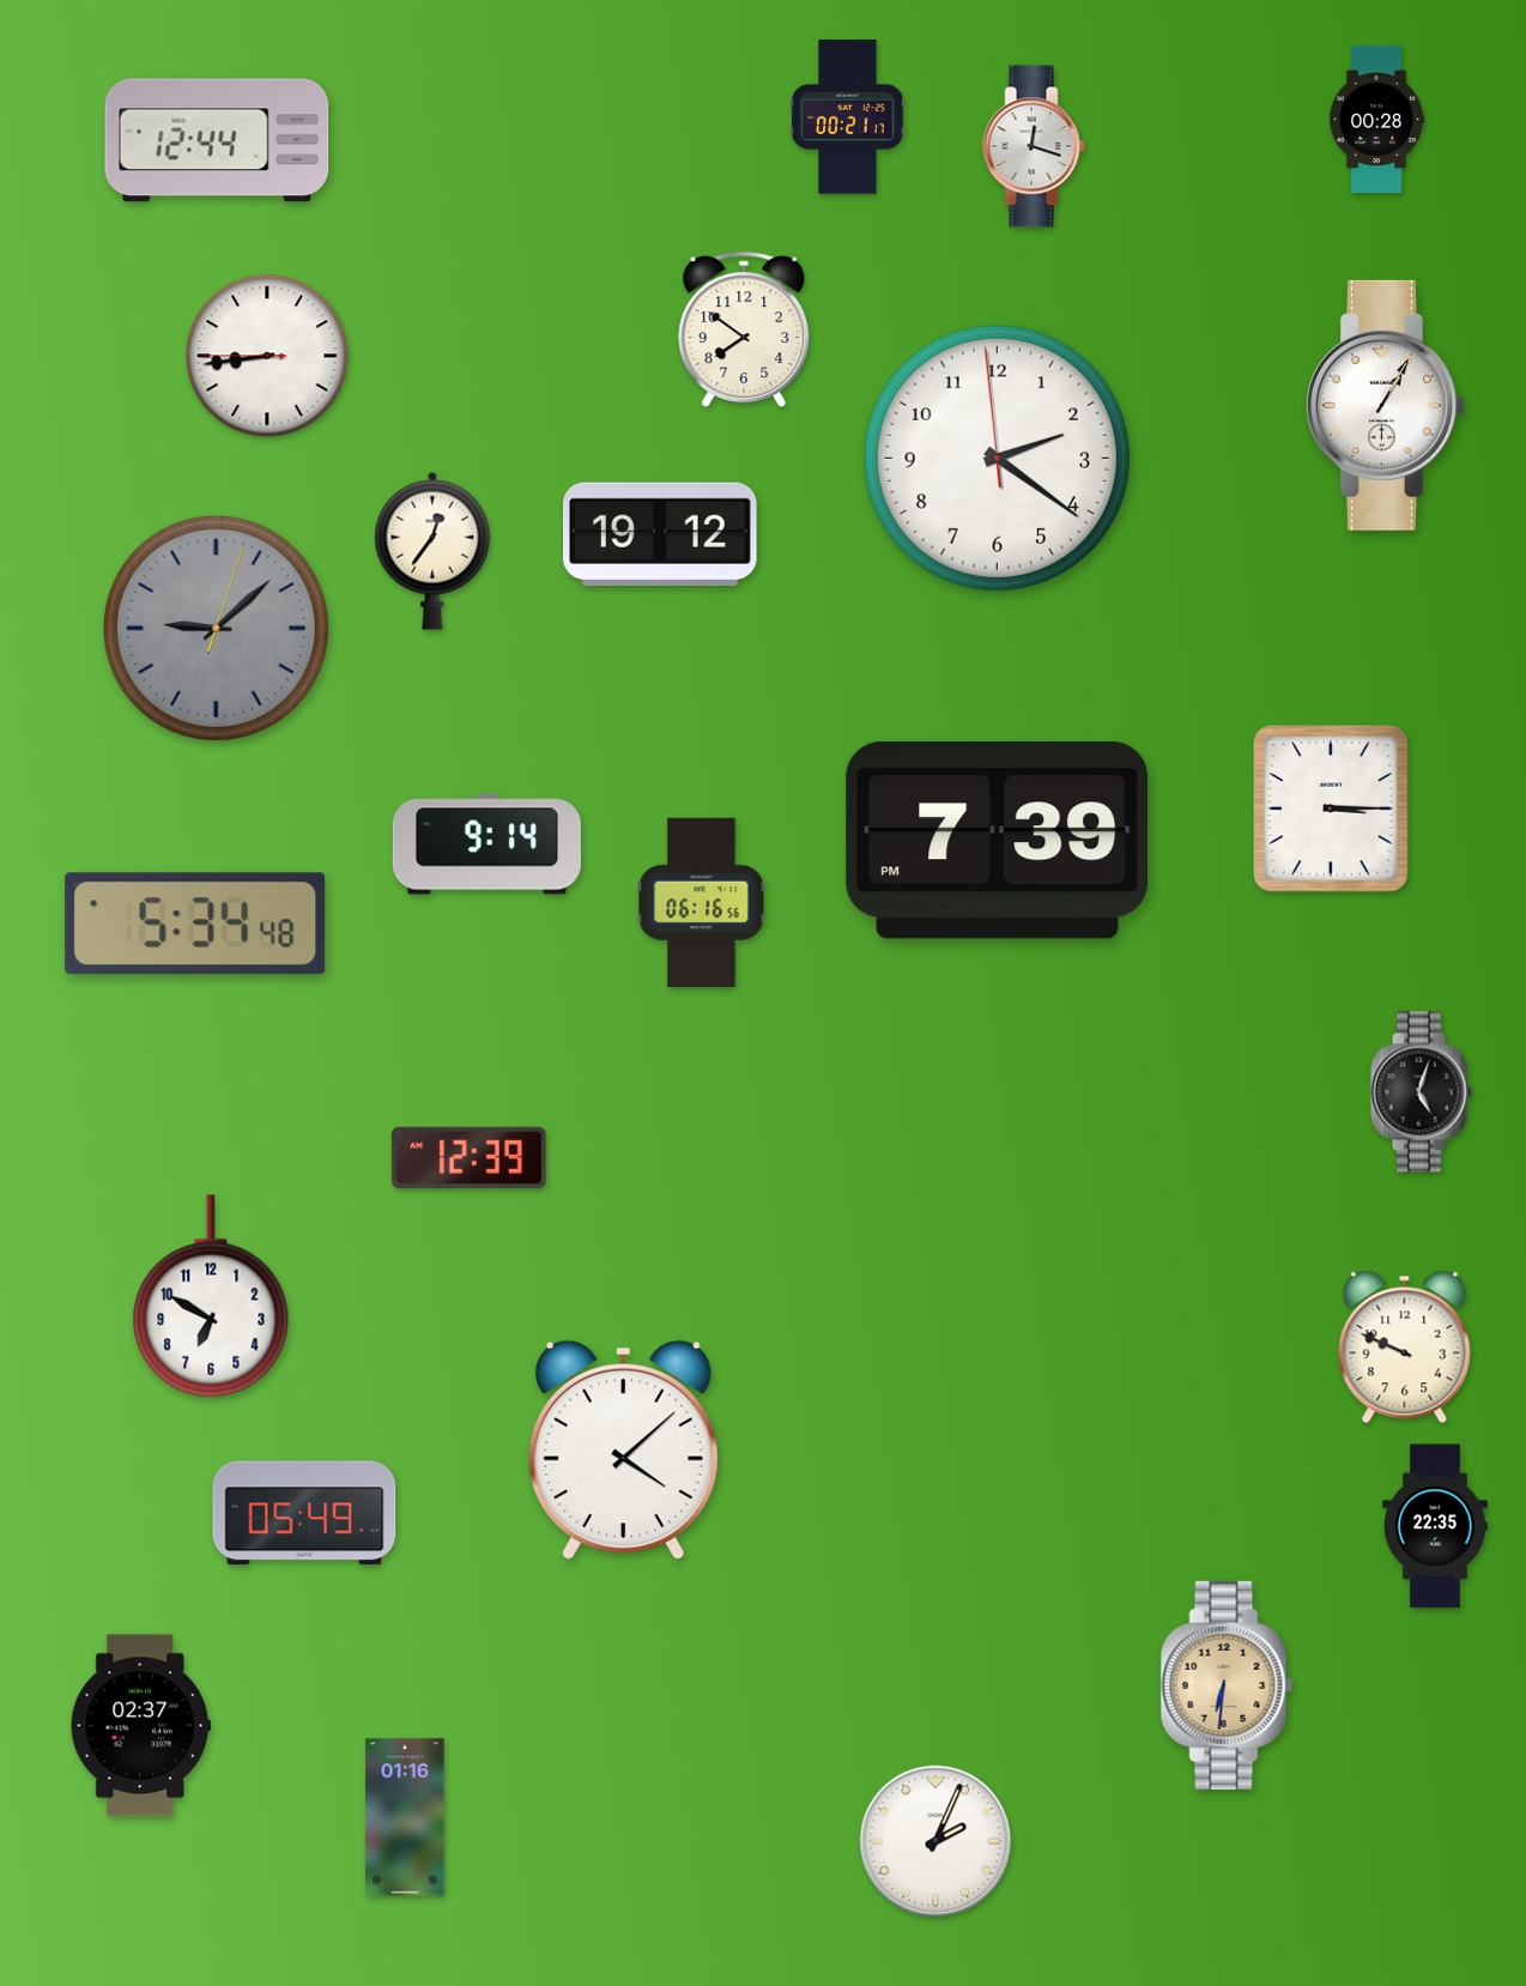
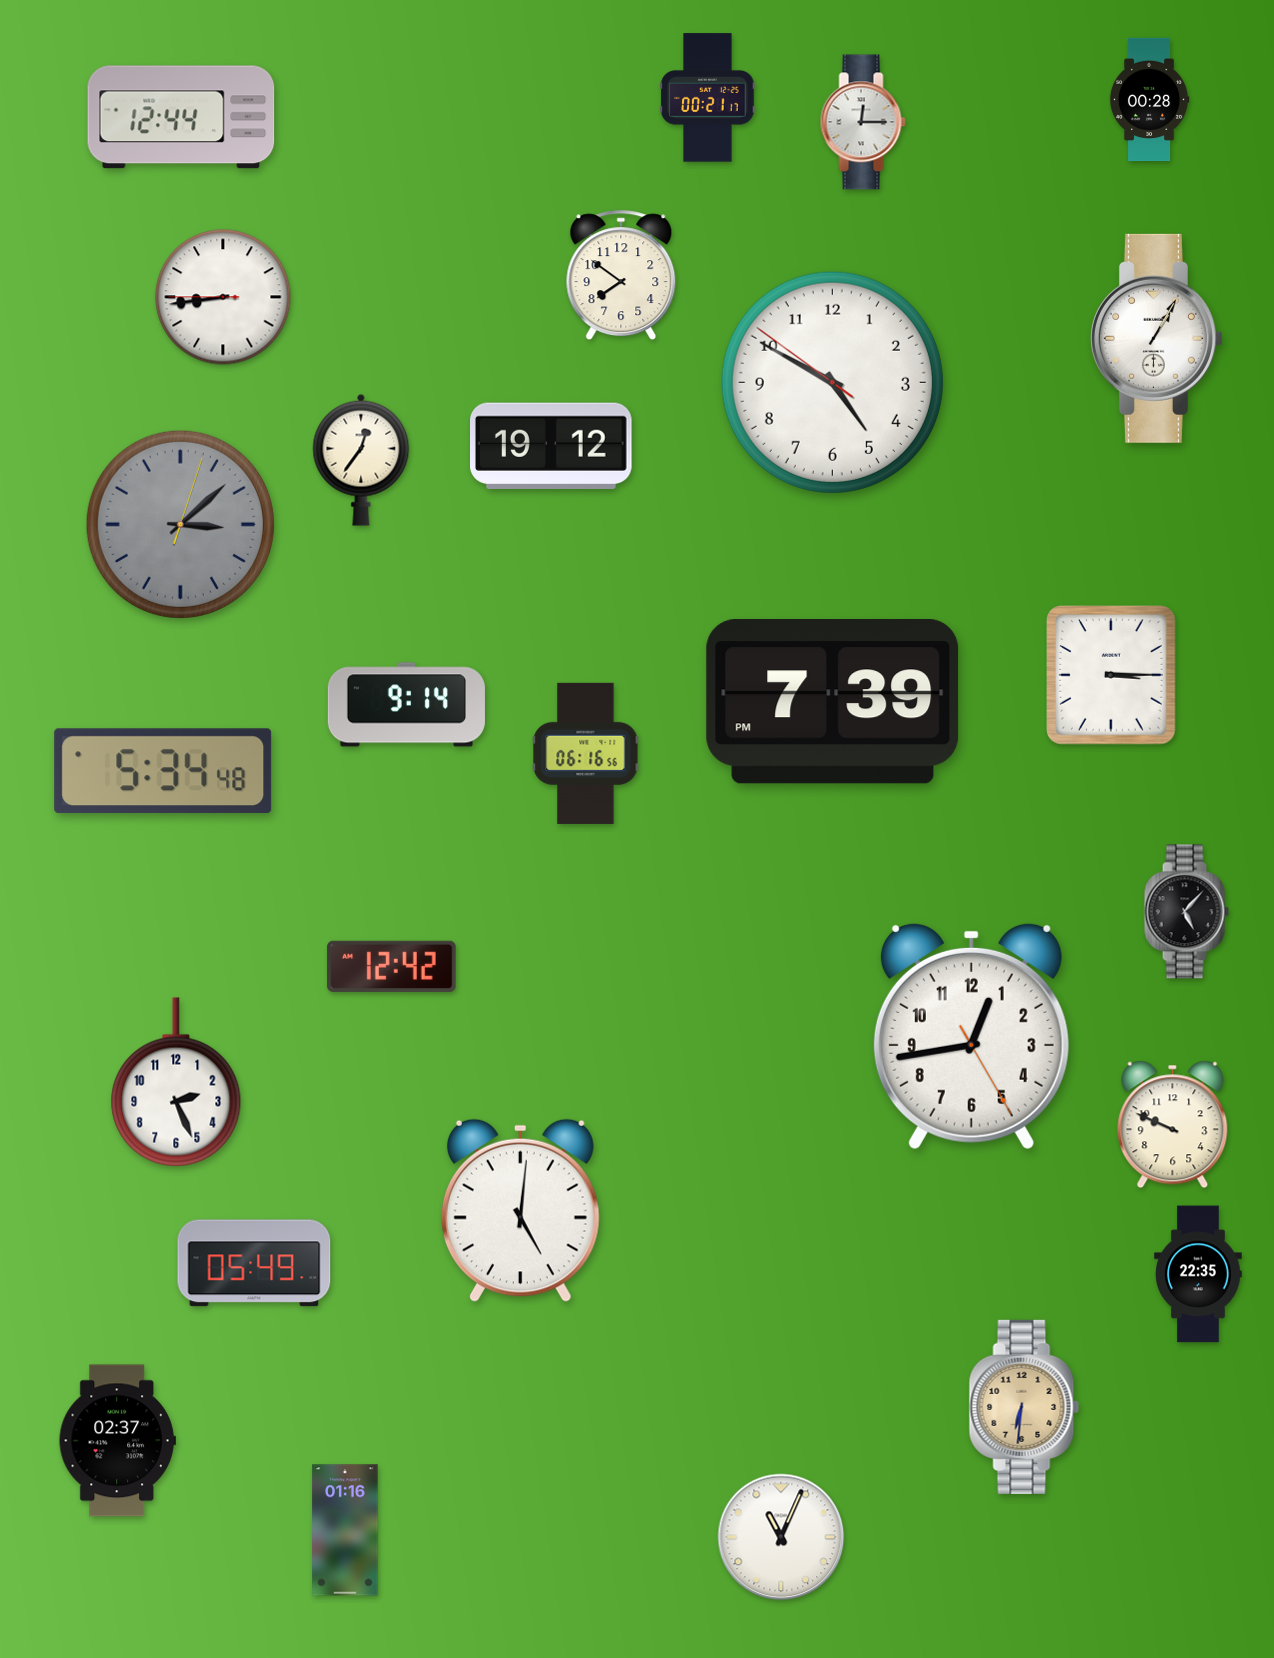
clock at (1034, 146): 12:18 -> 12:15
clock at (997, 458): 2:20 -> 4:49
clock at (216, 628): 9:08 -> 3:08
clock at (1421, 1092): 5:03 -> 5:07
clock at (470, 1157): 12:39 -> 12:42
clock at (971, 1036): none -> 12:43
clock at (211, 1296): 6:50 -> 2:26
clock at (623, 1449): 4:08 -> 5:01
clock at (405, 1817) position: (405, 1817) -> (345, 1530)
clock at (935, 1841): 2:04 -> 11:04
